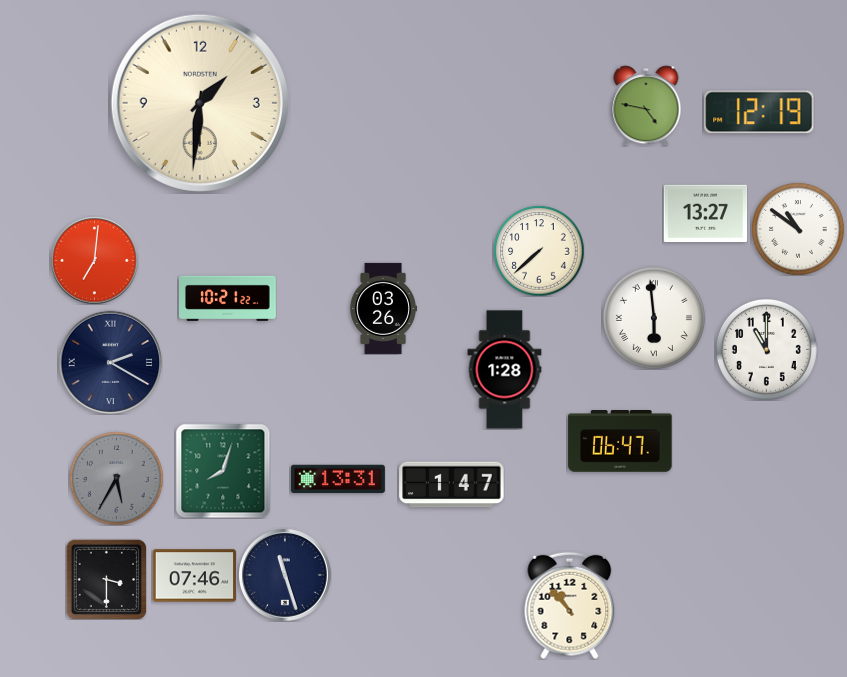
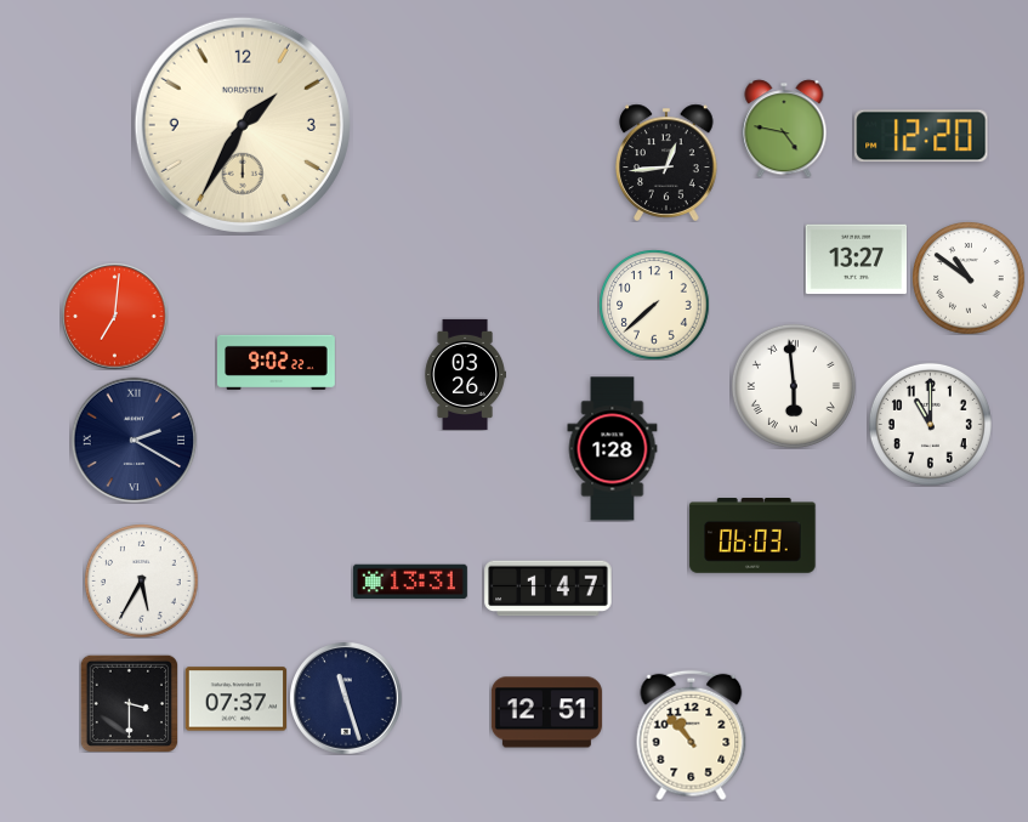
clock at (200, 103): 1:31 -> 1:35
clock at (759, 112): 12:19 -> 12:20
clock at (666, 163): none -> 12:44
clock at (228, 298): 10:21 -> 9:02
clock at (620, 442): 06:47 -> 06:03
clock at (223, 471): 8:03 -> none
clock at (116, 478) dial: grey -> white
clock at (194, 576): 07:46 -> 07:37
clock at (546, 713): none -> 12:51
